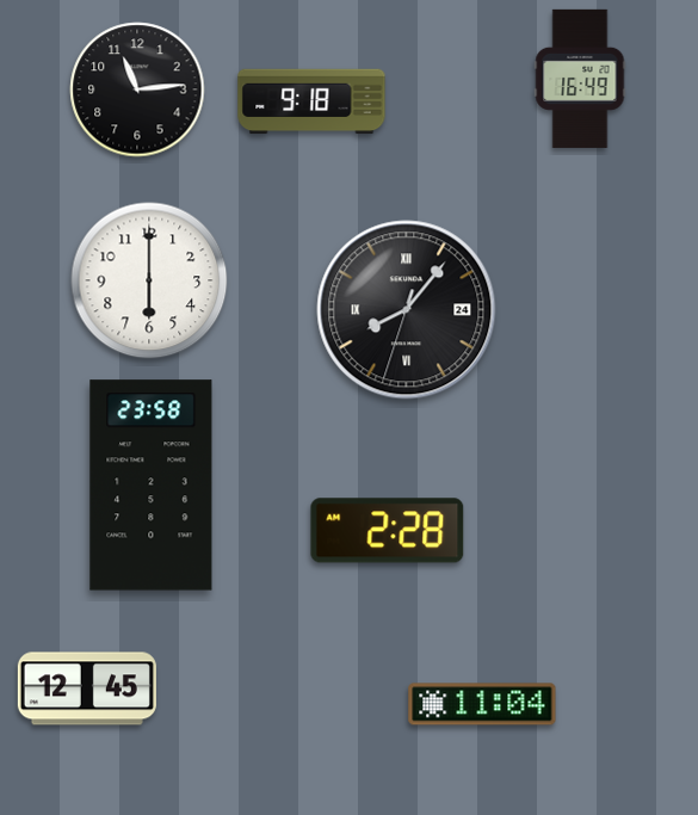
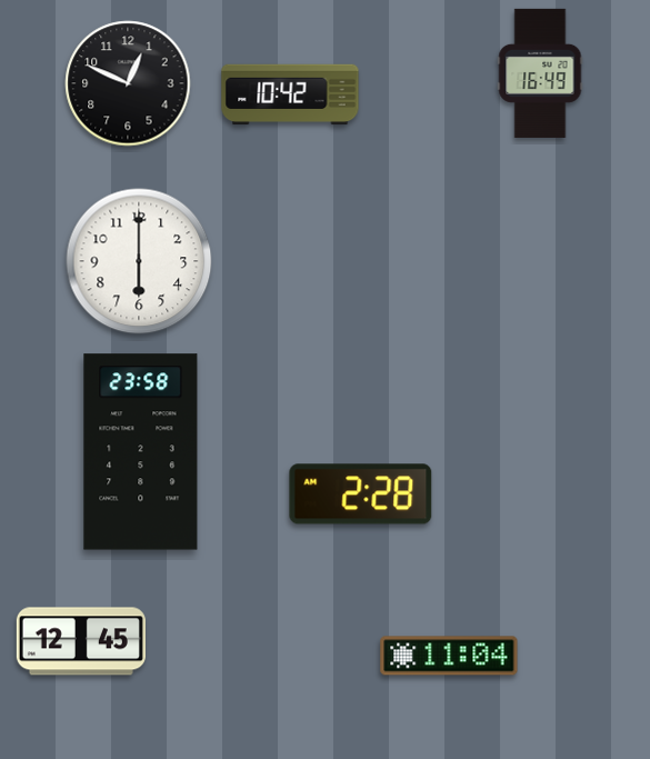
clock at (137, 89): 11:14 -> 12:49
clock at (311, 101): 9:18 -> 10:42
clock at (407, 310): 8:06 -> none
